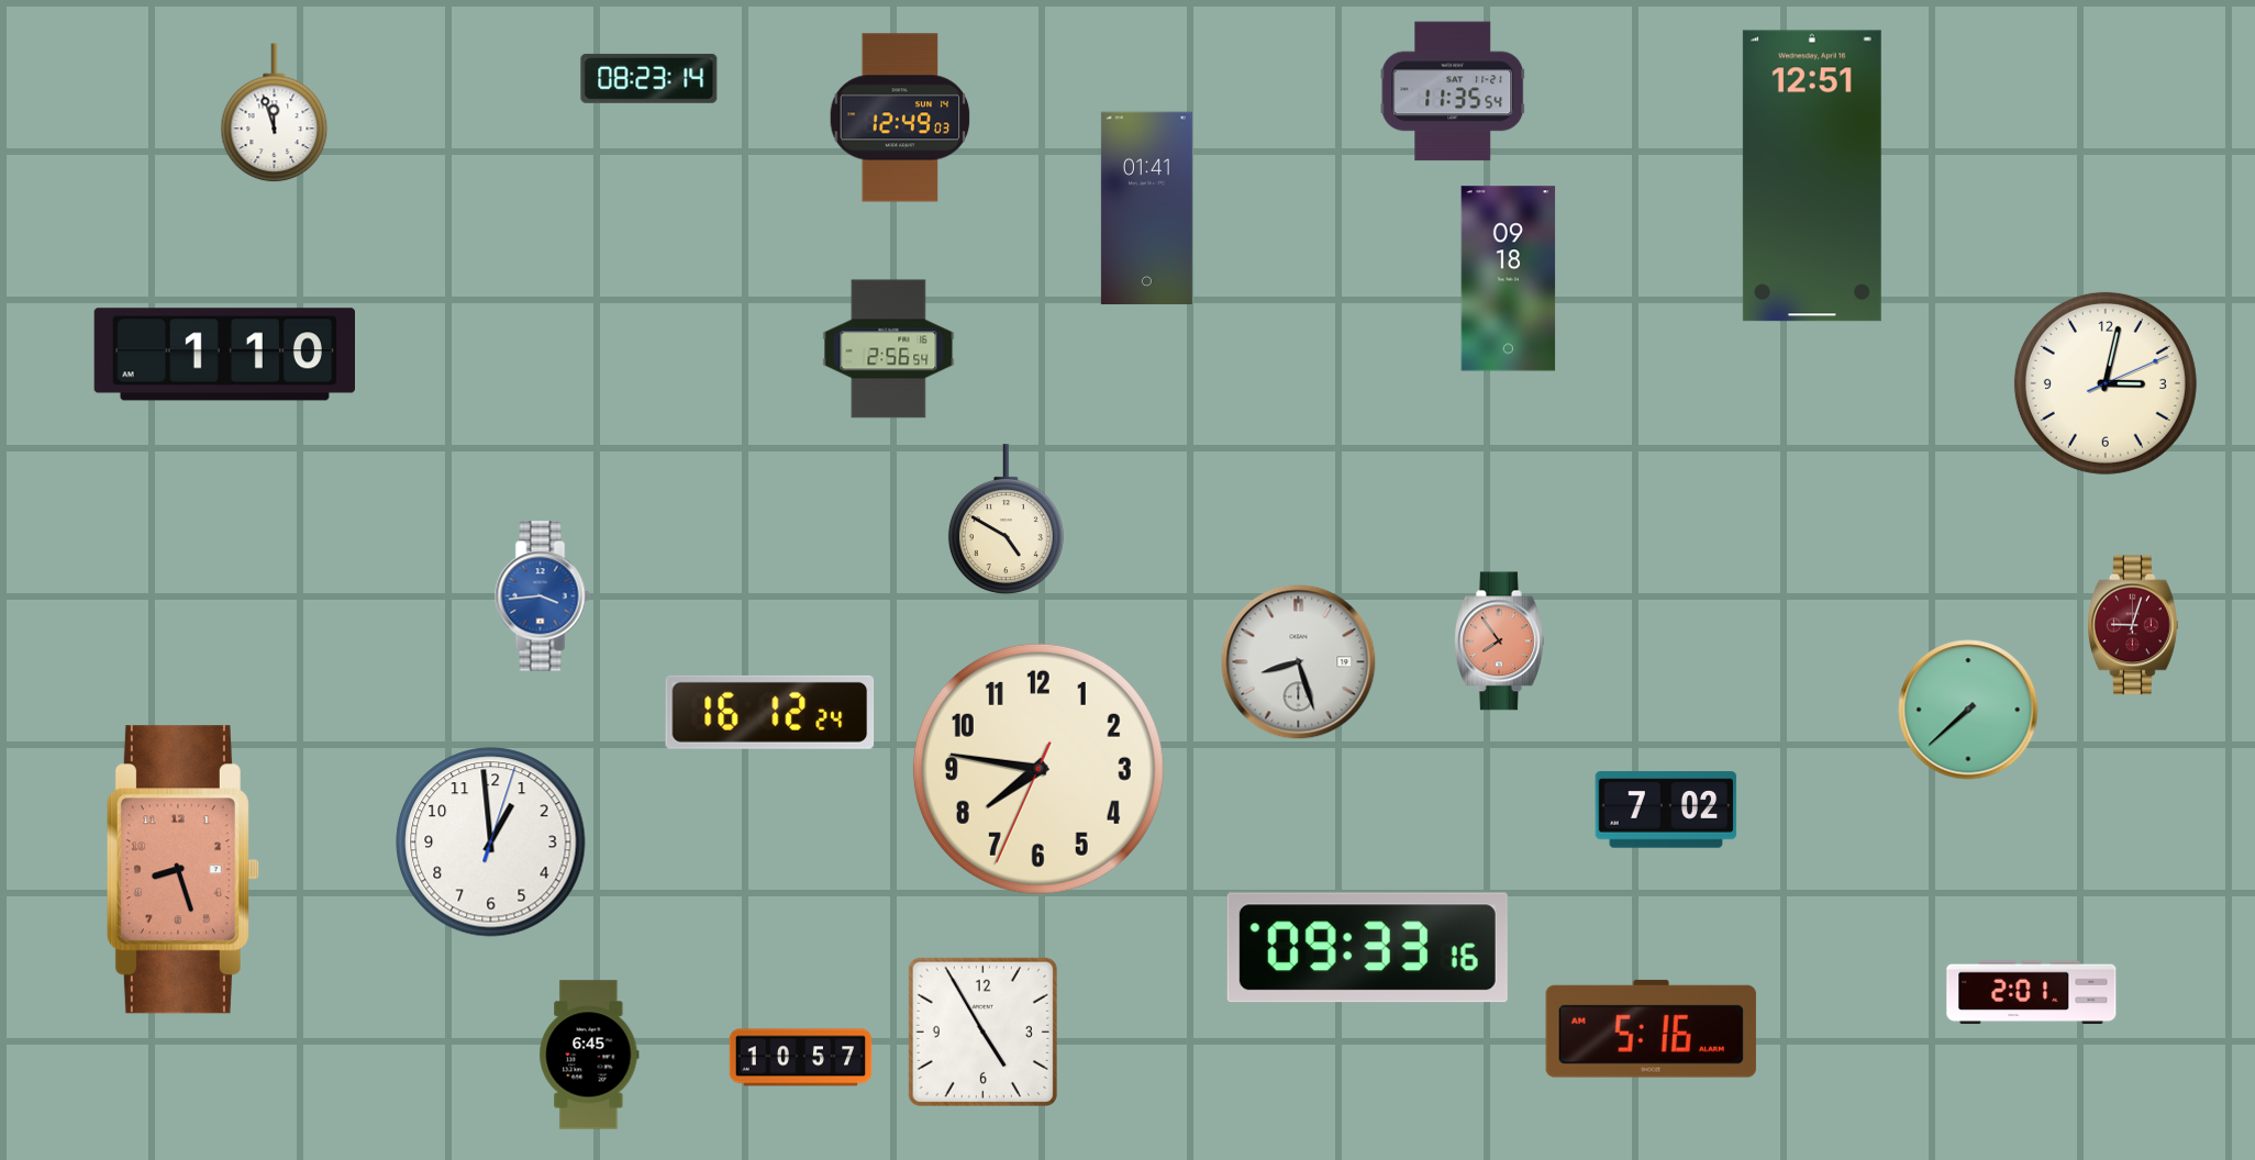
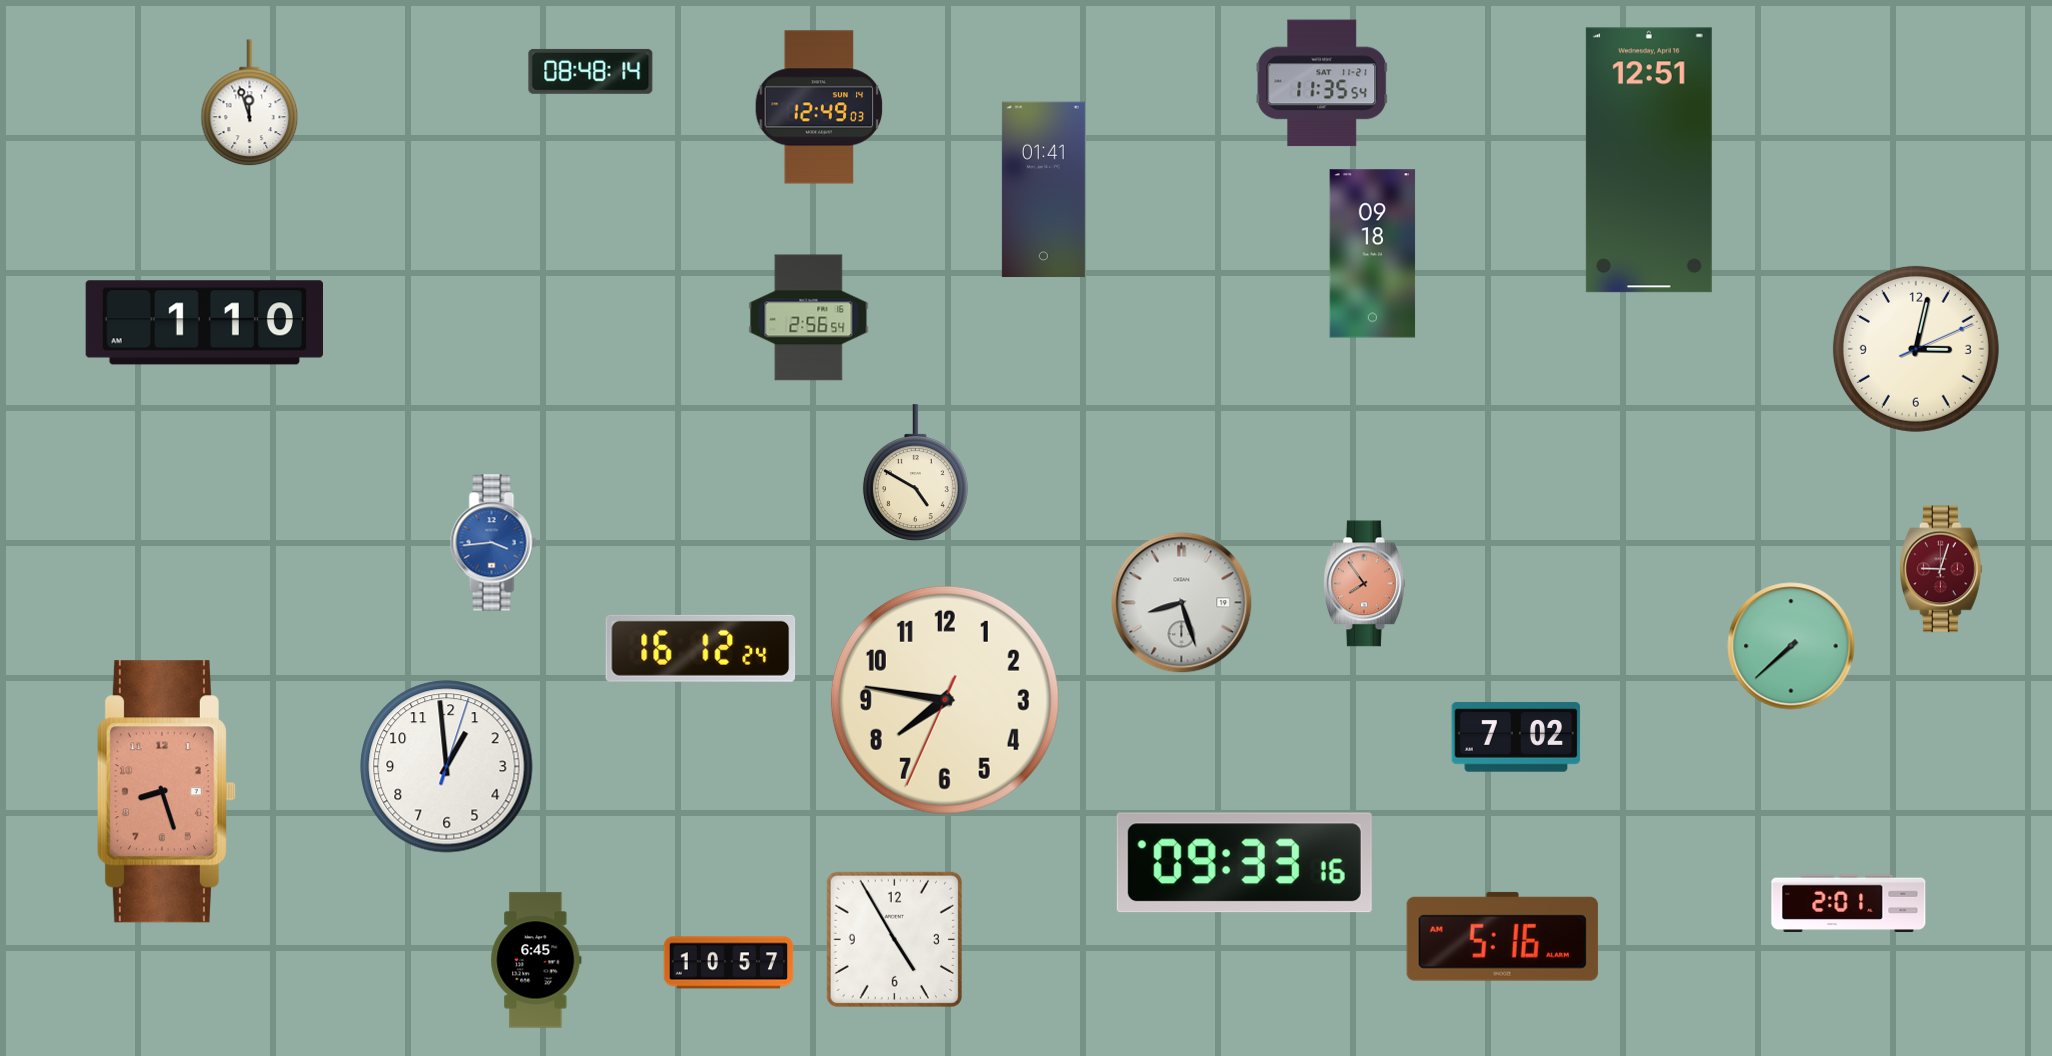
clock at (649, 78): 08:23 -> 08:48
